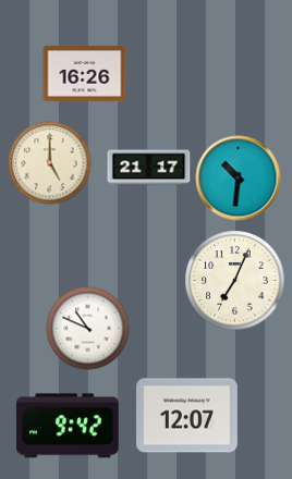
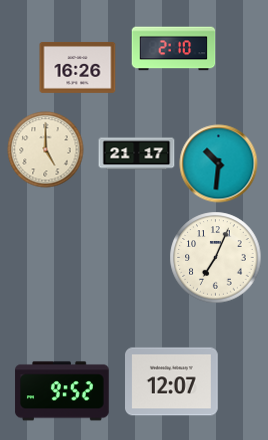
clock at (174, 49): none -> 2:10
clock at (88, 329): 10:49 -> none
clock at (68, 426): 9:42 -> 9:52
